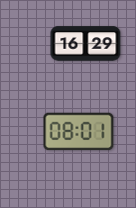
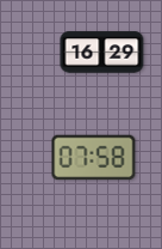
clock at (79, 132): 08:01 -> 07:58
